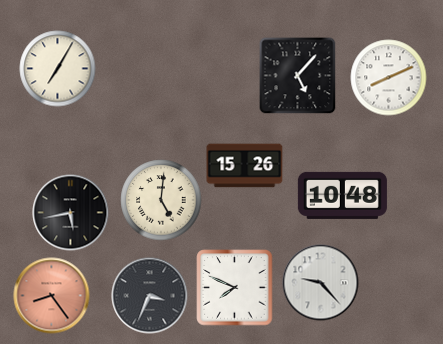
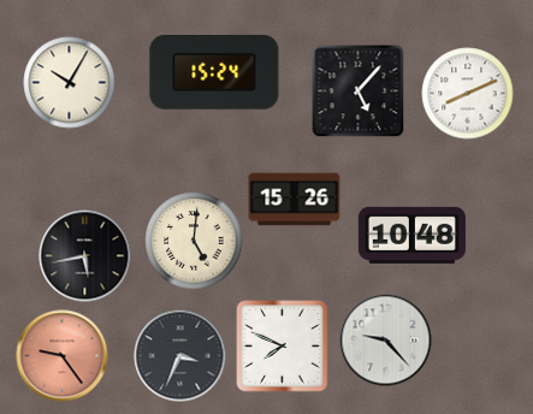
clock at (214, 73): none -> 15:24
clock at (58, 69): 7:05 -> 10:05
clock at (52, 296): 8:24 -> 9:24
